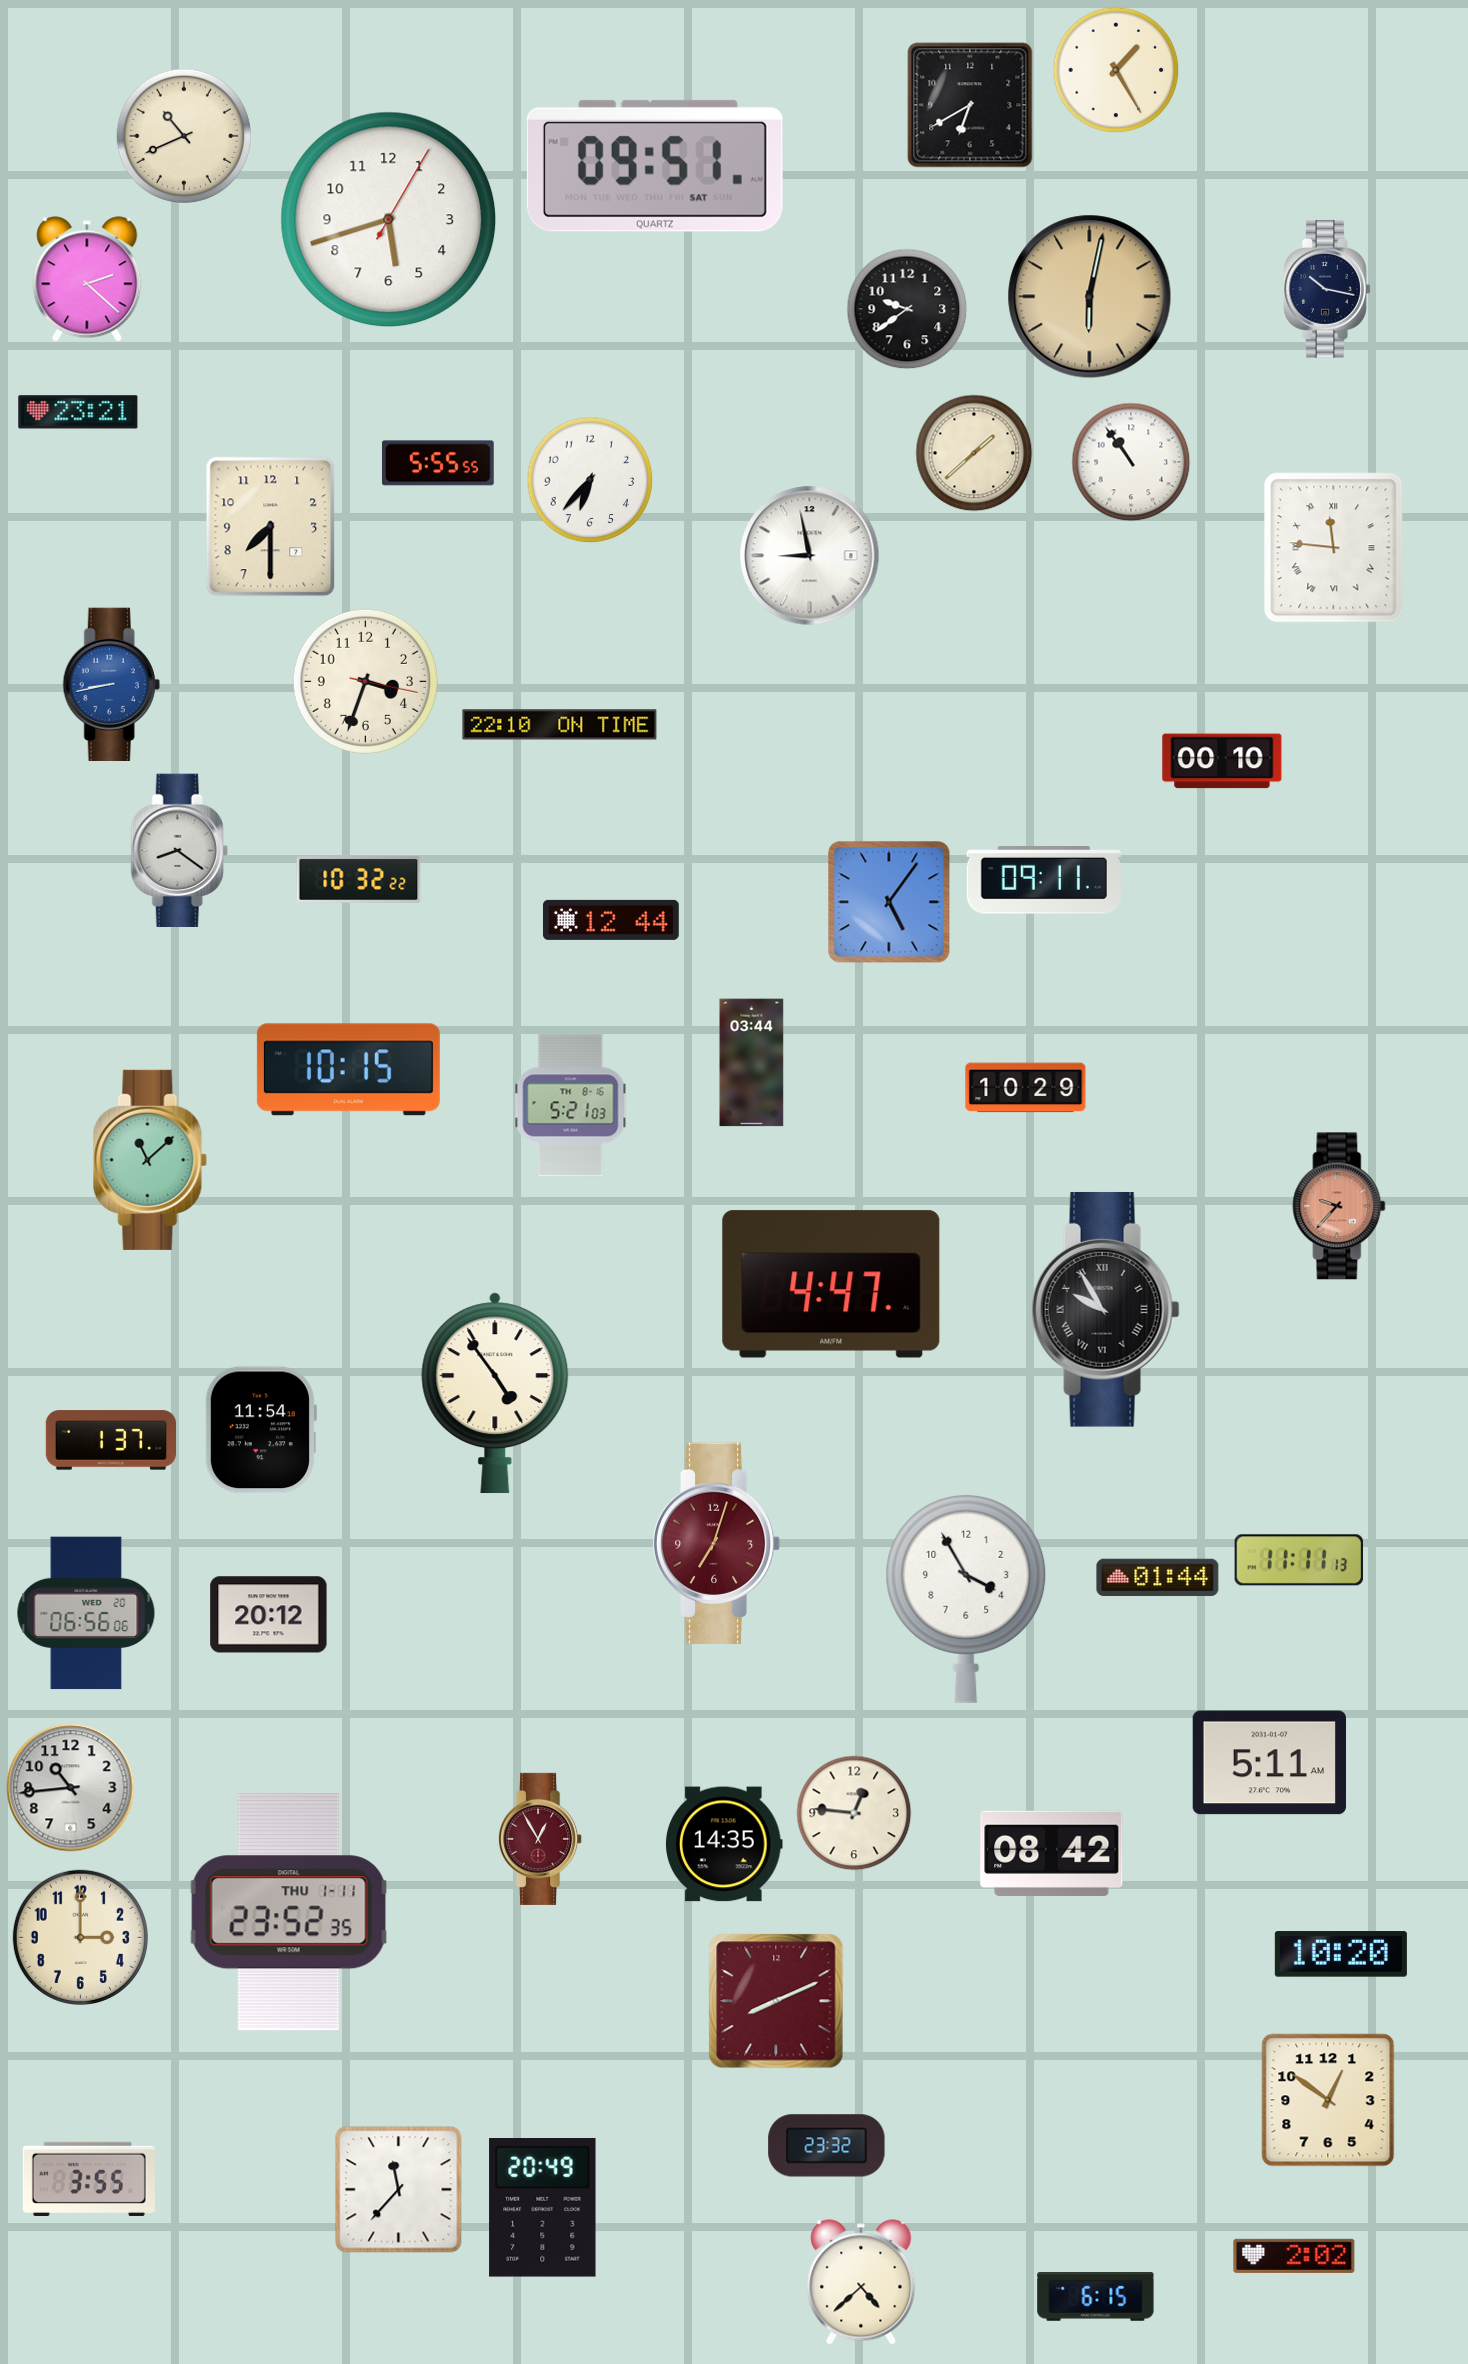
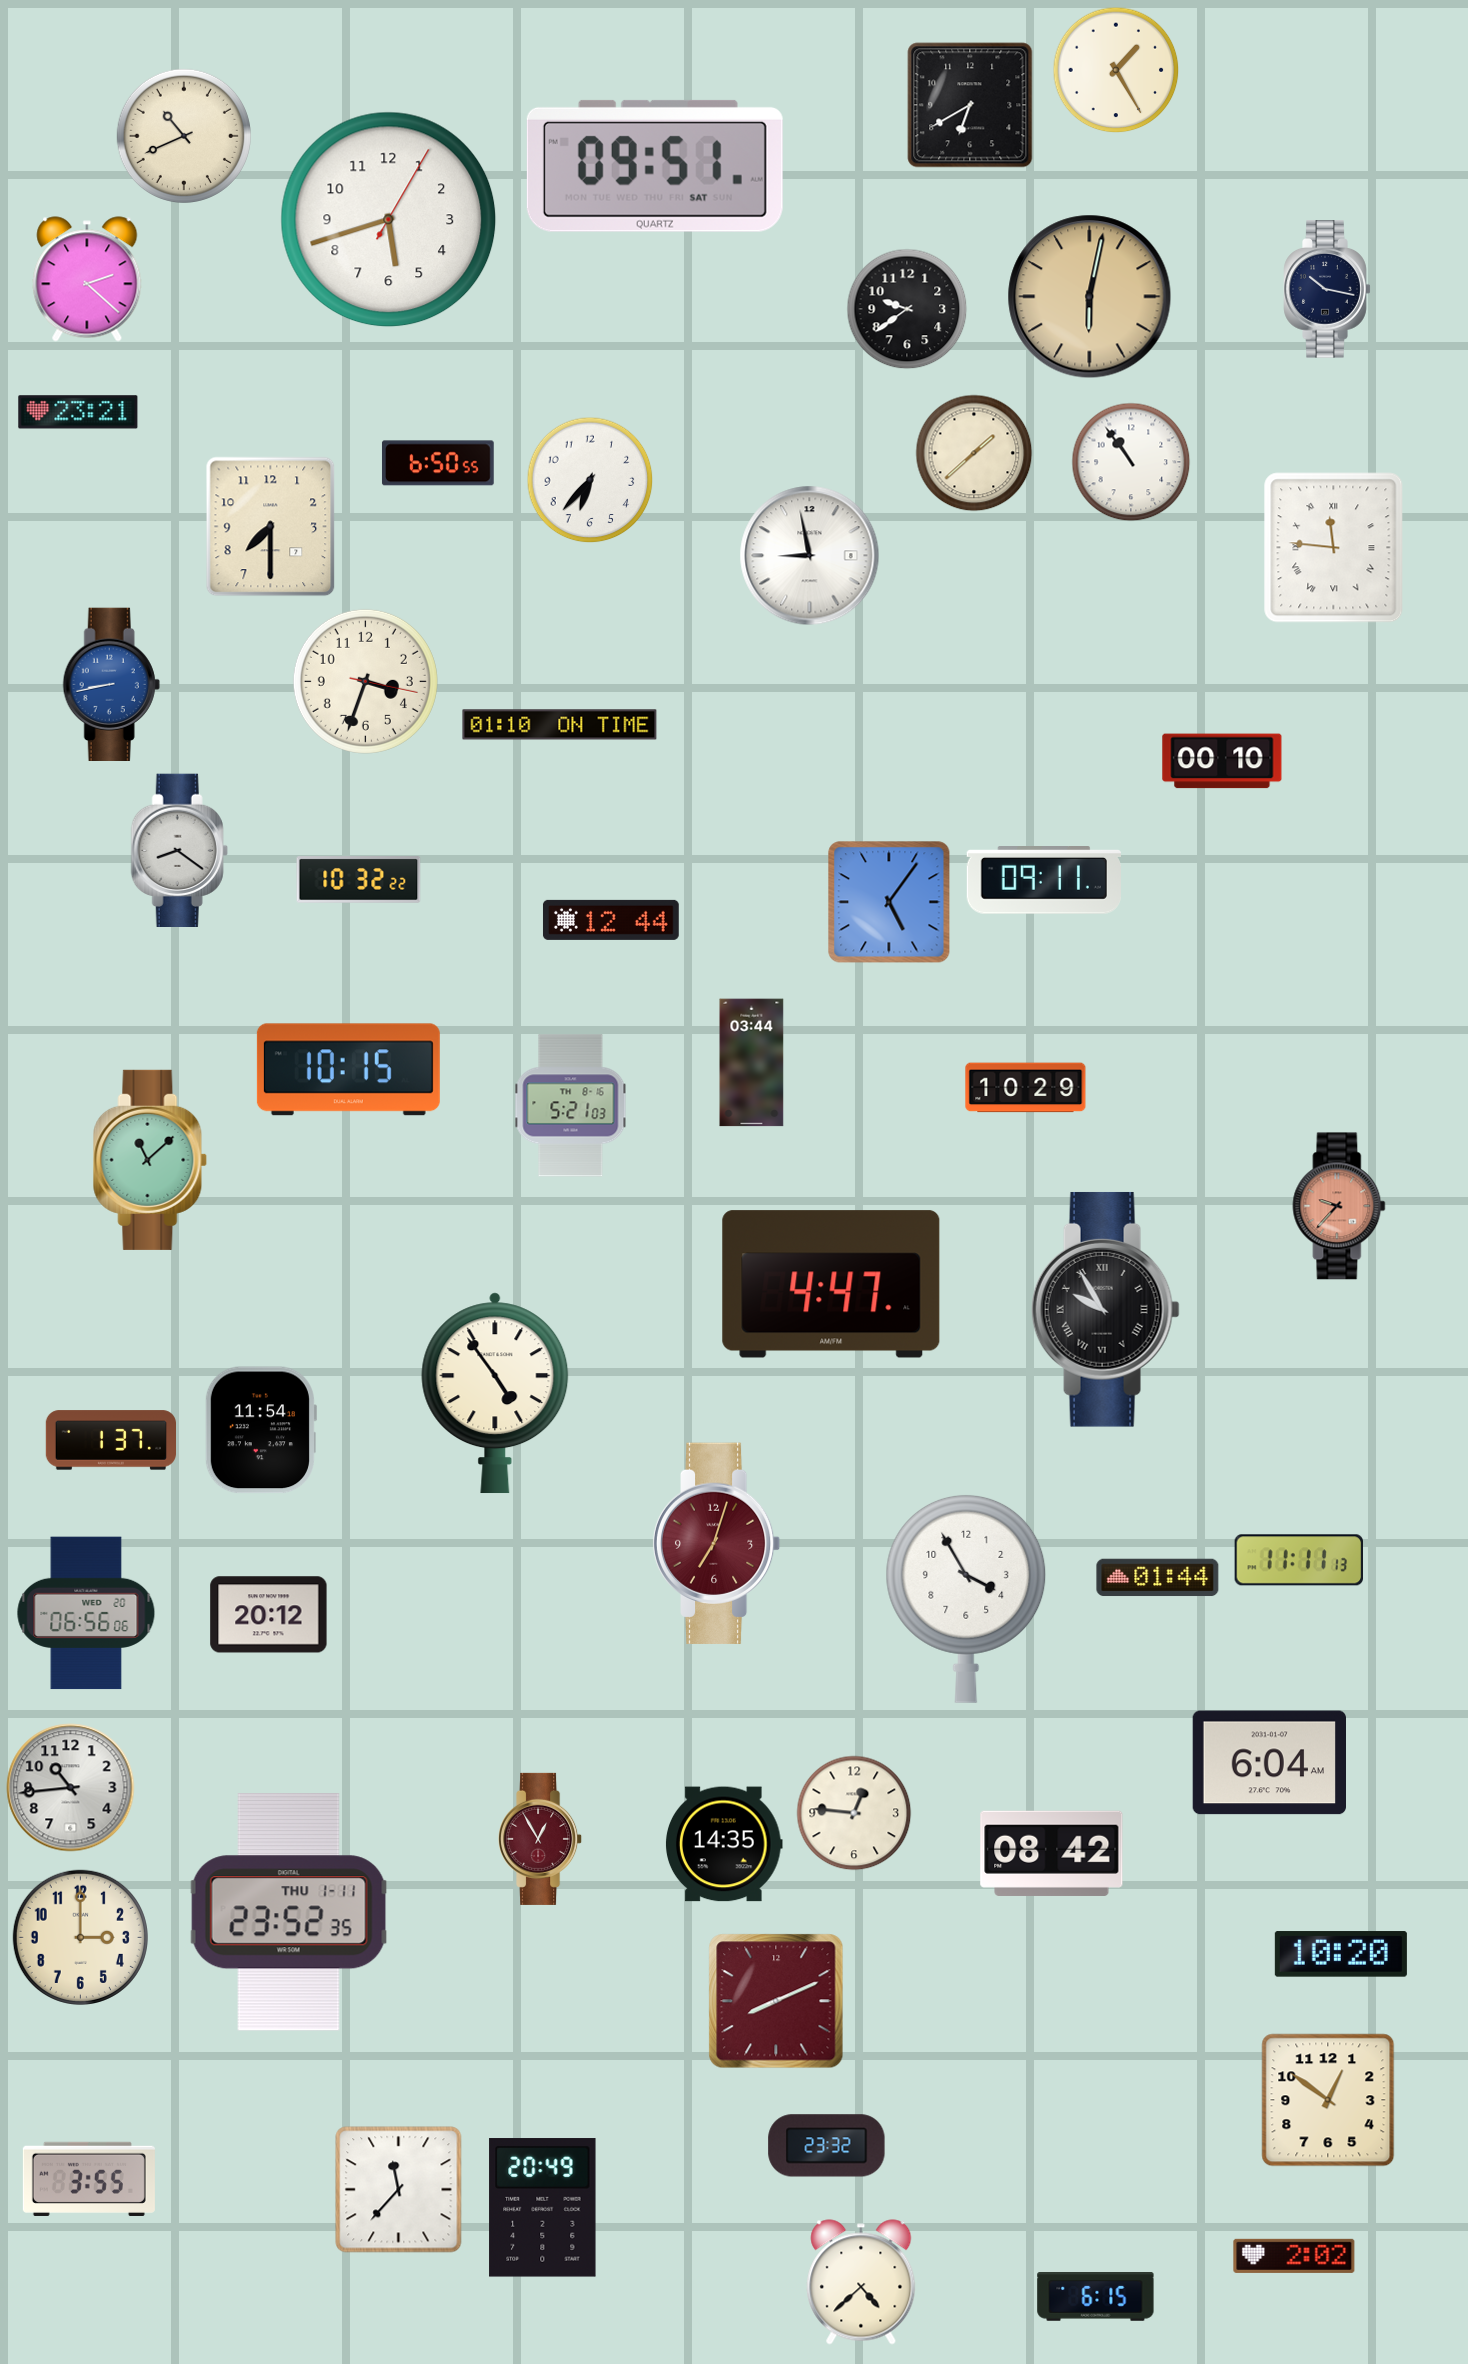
clock at (438, 463): 5:55 -> 6:50
clock at (560, 725): 22:10 -> 01:10
clock at (1269, 1763): 5:11 -> 6:04
